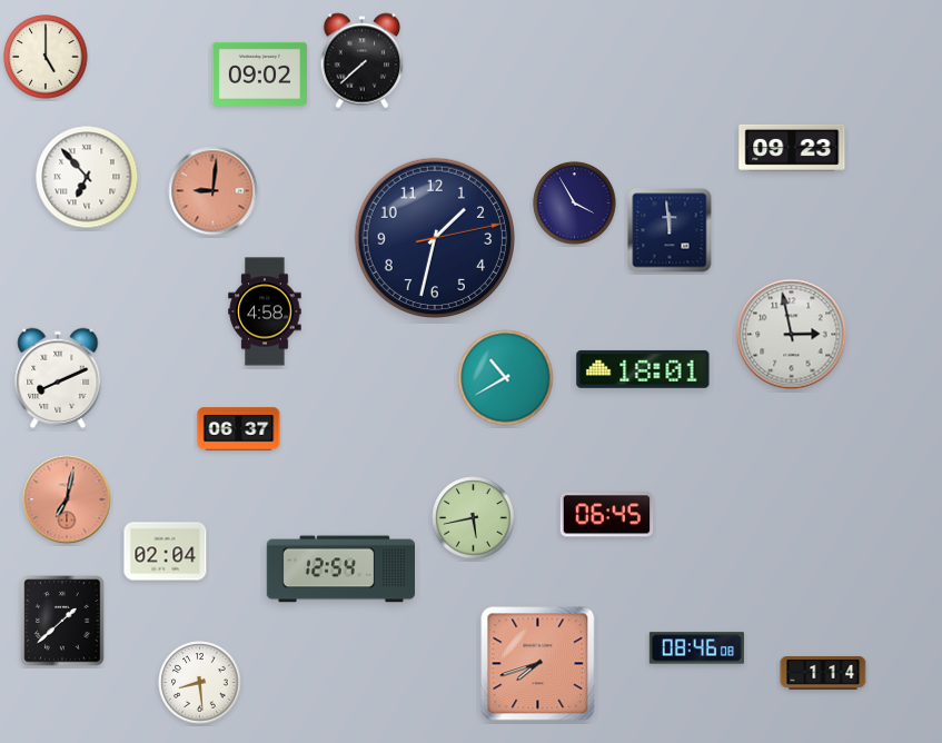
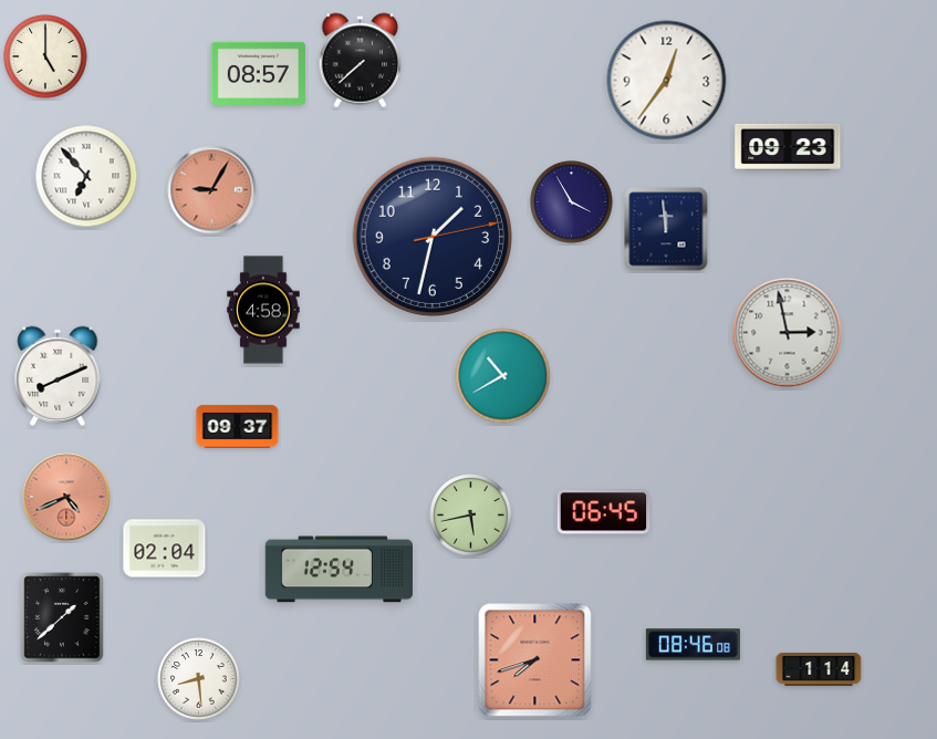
clock at (259, 73): 09:02 -> 08:57
clock at (667, 81): none -> 12:36
clock at (214, 191): 9:01 -> 9:05
clock at (643, 369): 18:01 -> none
clock at (239, 429): 06:37 -> 09:37
clock at (67, 499): 7:02 -> 4:41
clock at (340, 569) position: (340, 569) -> (339, 570)
